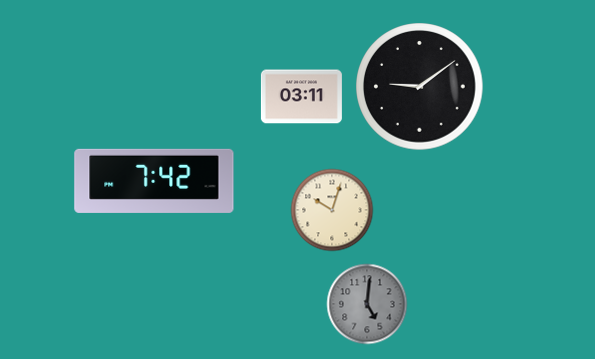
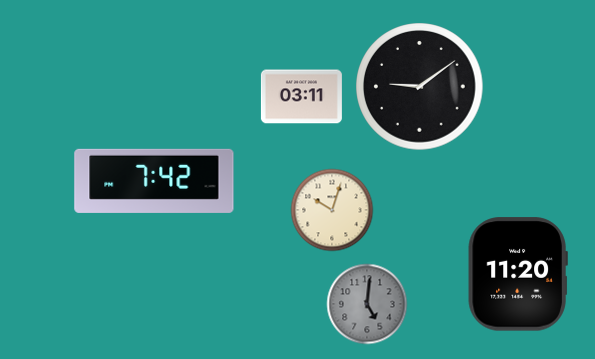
clock at (518, 274): none -> 11:20
